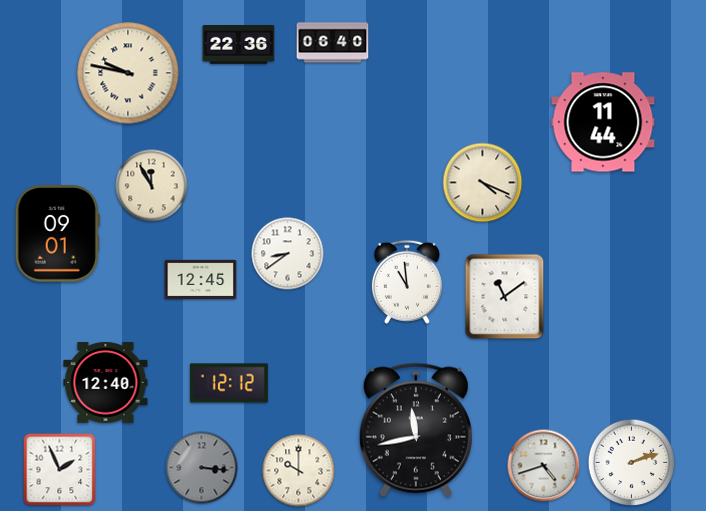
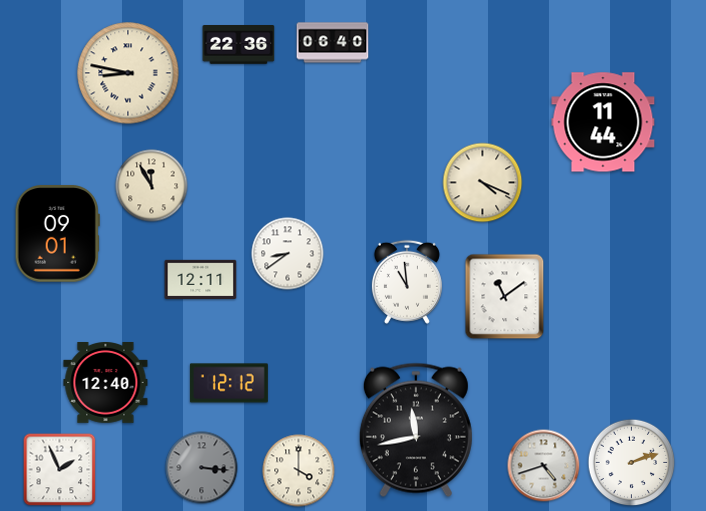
clock at (128, 73): 9:47 -> 8:47
clock at (201, 279): 12:45 -> 12:11
clock at (299, 471): 10:00 -> 4:00
